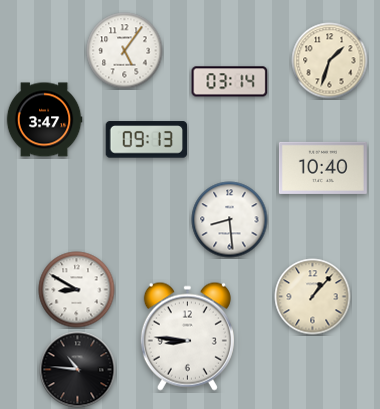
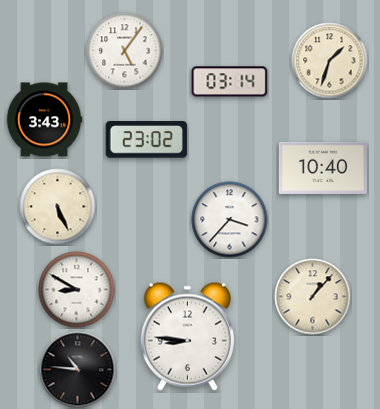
clock at (44, 120): 3:47 -> 3:43
clock at (147, 140): 09:13 -> 23:02
clock at (58, 207): none -> 5:26
clock at (230, 220): 8:29 -> 3:37
